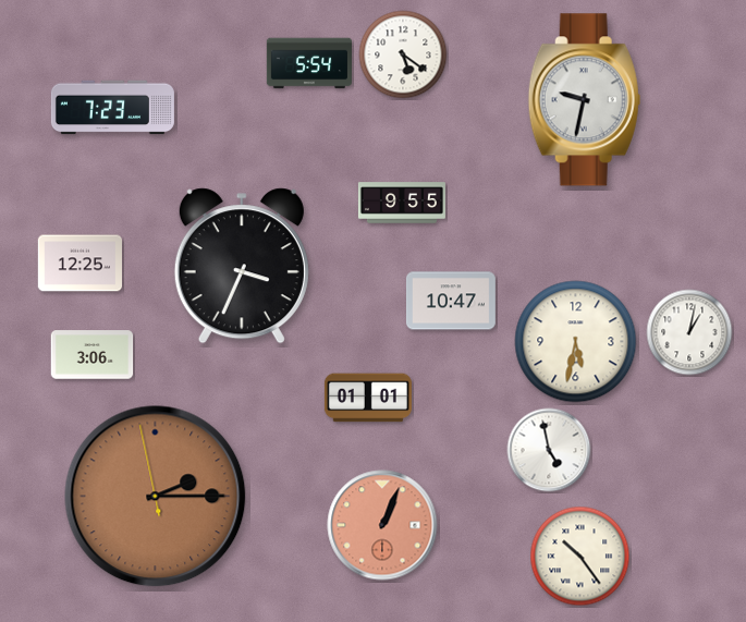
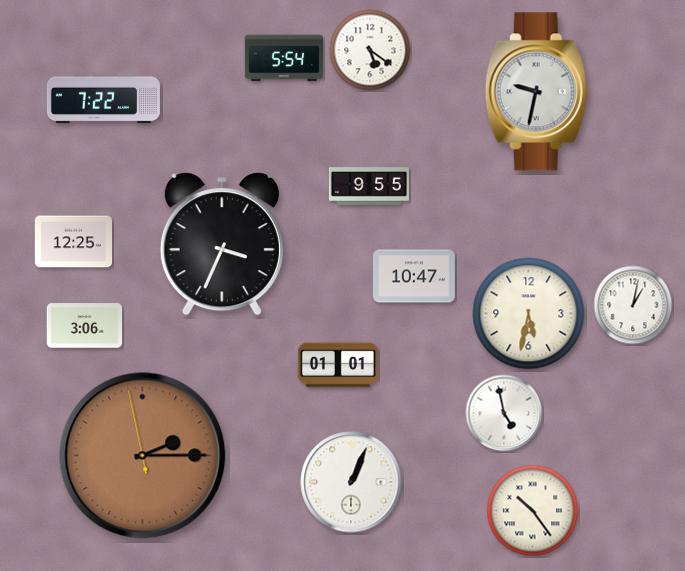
clock at (112, 108): 7:23 -> 7:22
clock at (382, 525) dial: salmon -> white
